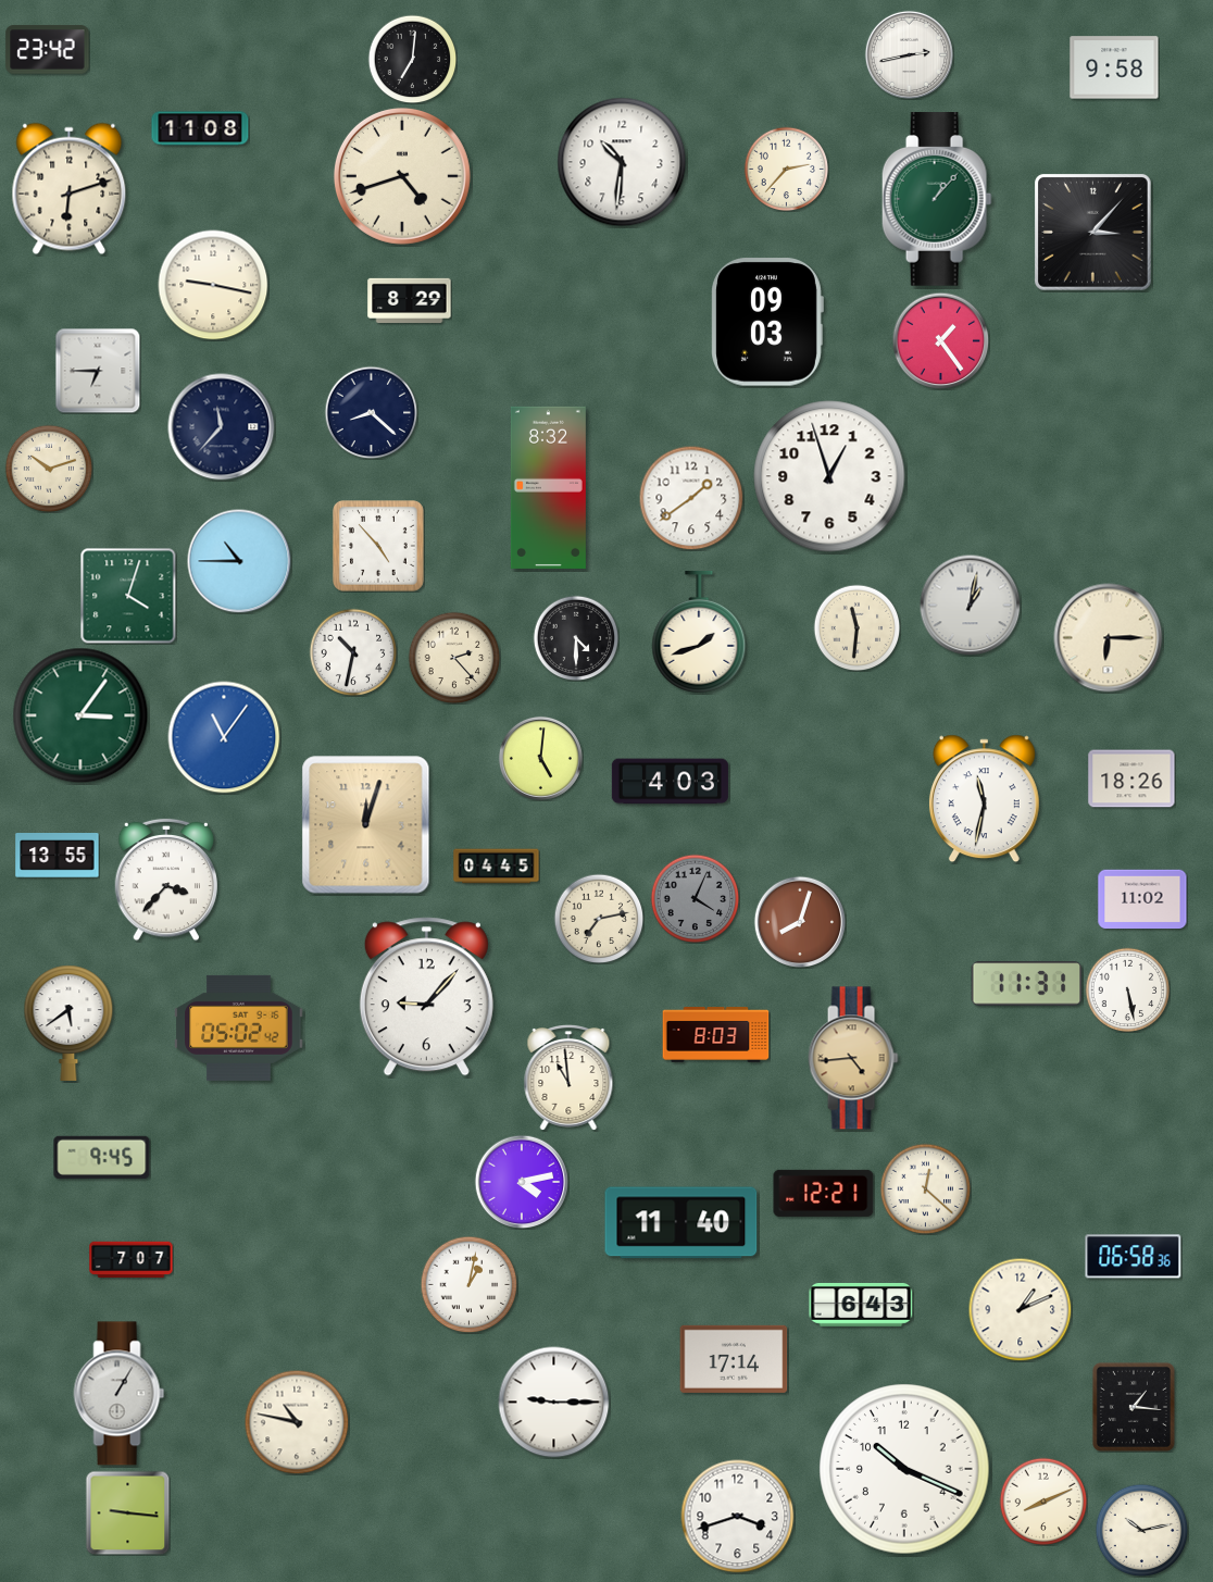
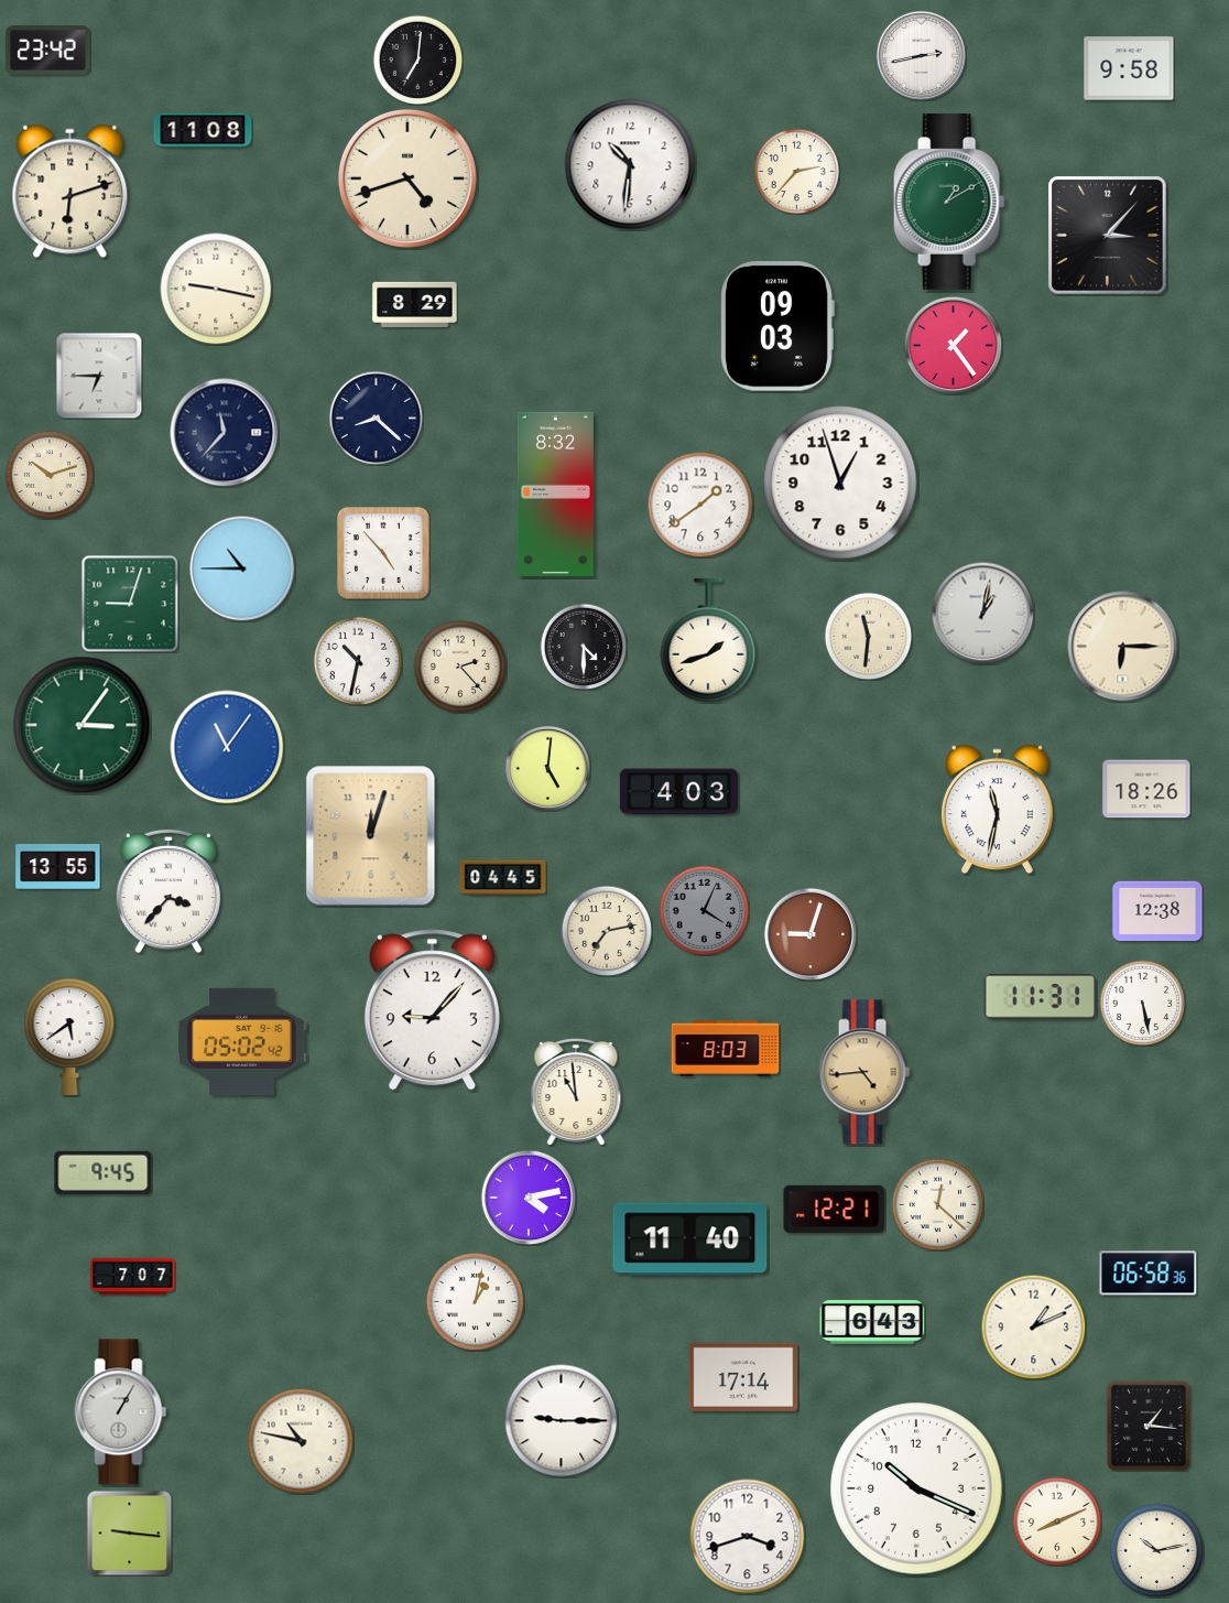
clock at (937, 199): 1:07 -> 1:10
clock at (128, 596): 4:03 -> 9:03
clock at (1142, 899): 11:02 -> 12:38
clock at (799, 921): 8:03 -> 9:03
